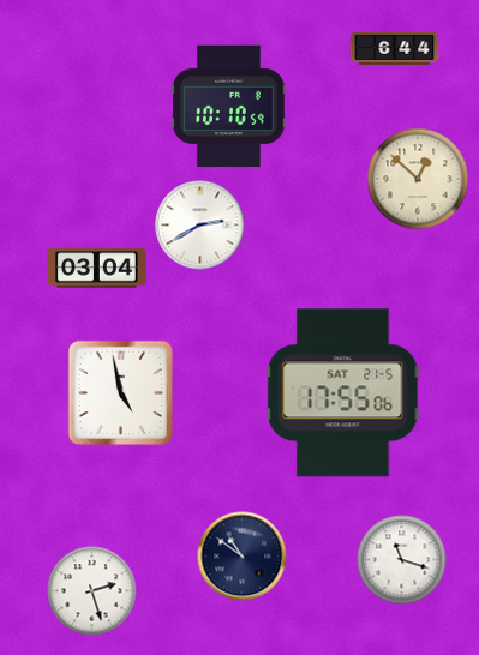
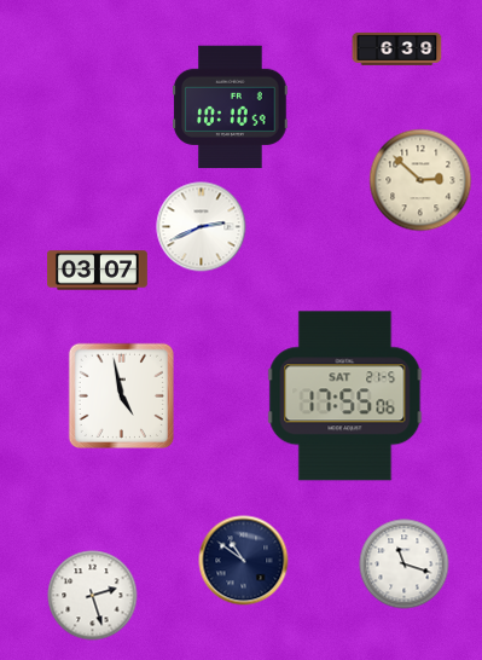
clock at (395, 48): 6:44 -> 6:39
clock at (418, 179): 12:52 -> 2:52
clock at (200, 226): 2:40 -> 2:41
clock at (97, 269): 03:04 -> 03:07
